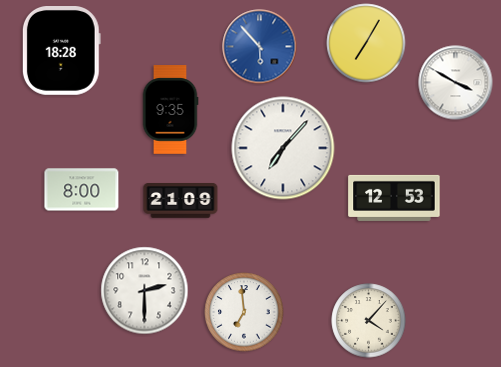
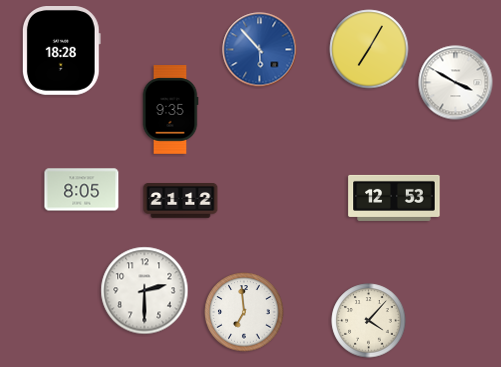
clock at (366, 43) position: (366, 43) -> (369, 49)
clock at (260, 47) position: (260, 47) -> (260, 50)
clock at (283, 148): 7:07 -> none
clock at (82, 190): 8:00 -> 8:05
clock at (181, 201): 21:09 -> 21:12
